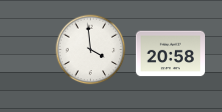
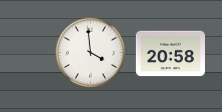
clock at (91, 50) position: (91, 50) -> (91, 53)
